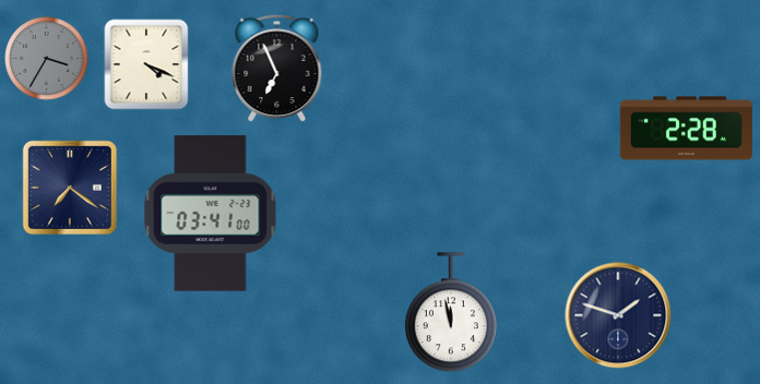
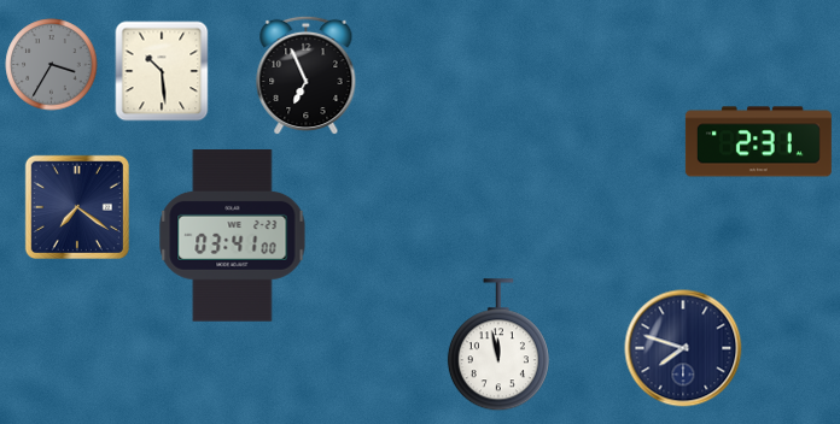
clock at (146, 64): 4:19 -> 10:29
clock at (686, 129): 2:28 -> 2:31
clock at (618, 315): 1:48 -> 7:48
